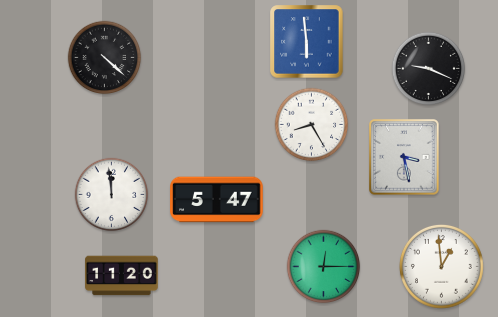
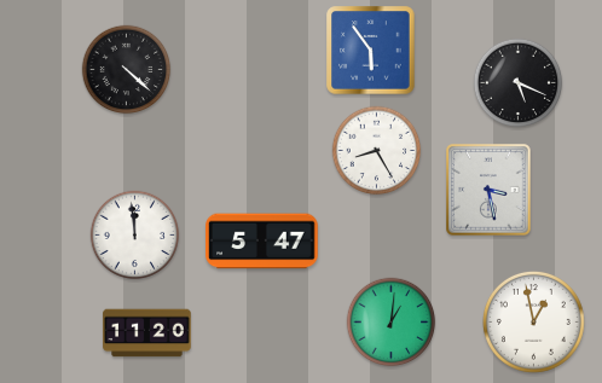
clock at (307, 42): 5:59 -> 5:54
clock at (429, 69): 9:19 -> 5:19
clock at (324, 267): 12:15 -> 1:01
clock at (442, 267): 12:59 -> 12:58
